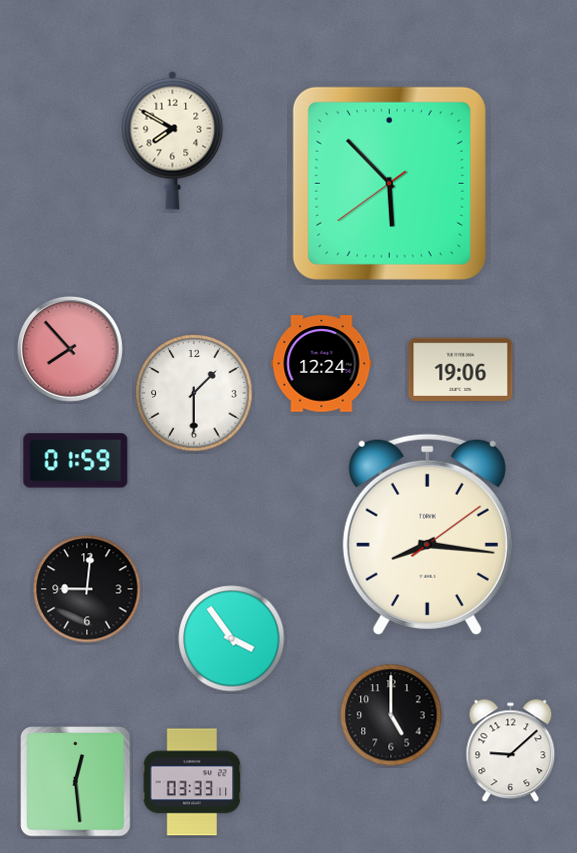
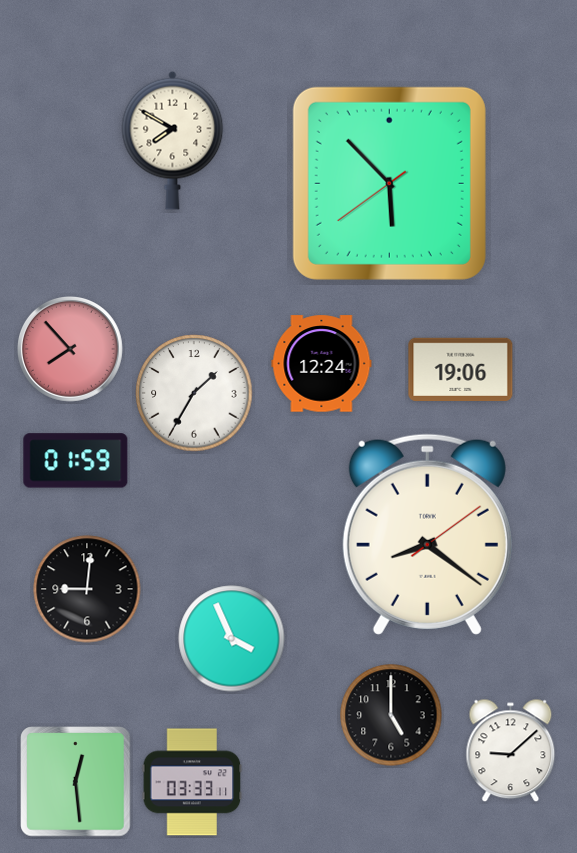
clock at (194, 393): 1:30 -> 1:35
clock at (427, 534): 8:16 -> 8:21
clock at (232, 639): 3:54 -> 3:56
